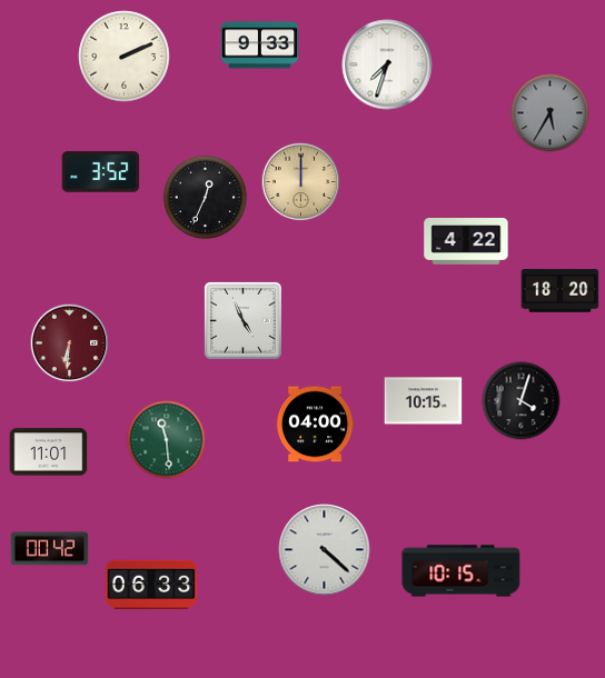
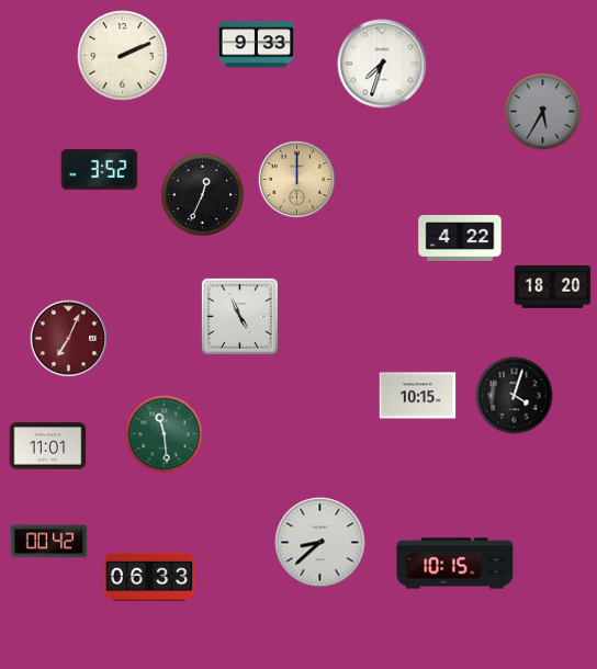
clock at (70, 343): 6:31 -> 7:04
clock at (315, 425): 04:00 -> none
clock at (325, 550): 4:22 -> 8:38
